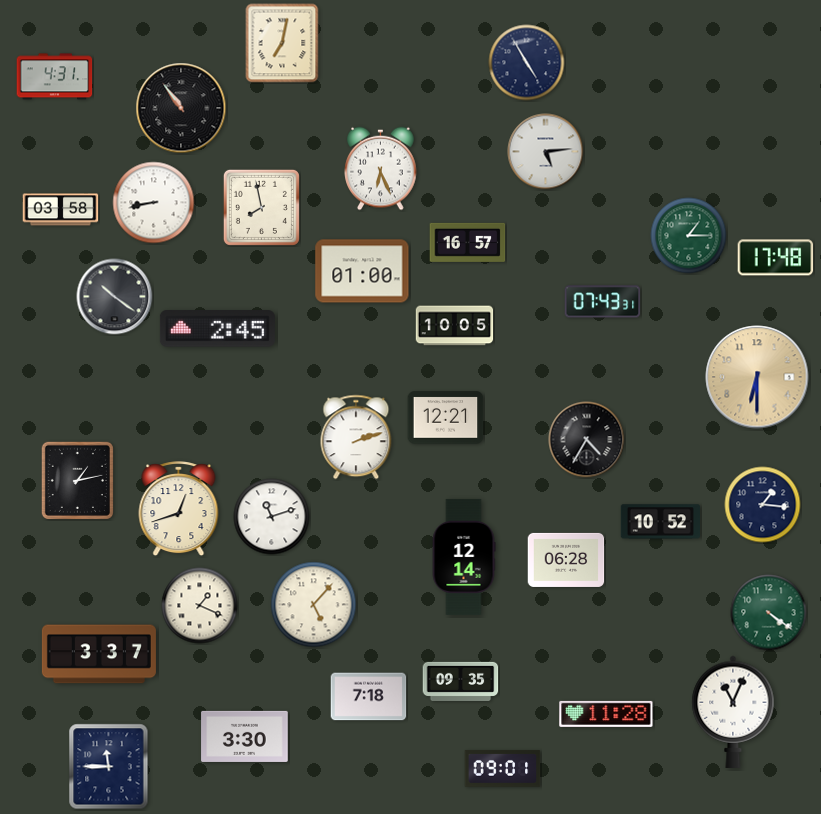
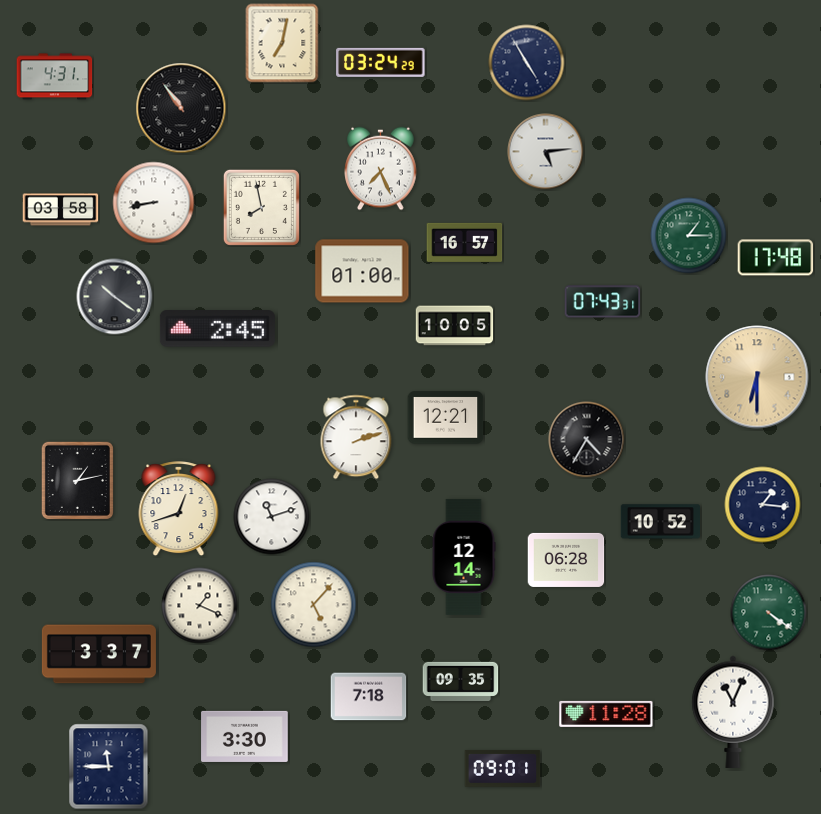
clock at (381, 62): none -> 03:24
clock at (381, 169): 6:26 -> 7:26
clock at (468, 242) position: (468, 242) -> (465, 242)
